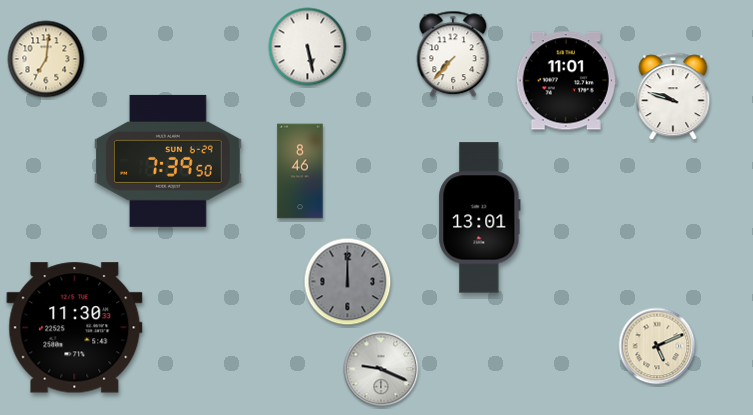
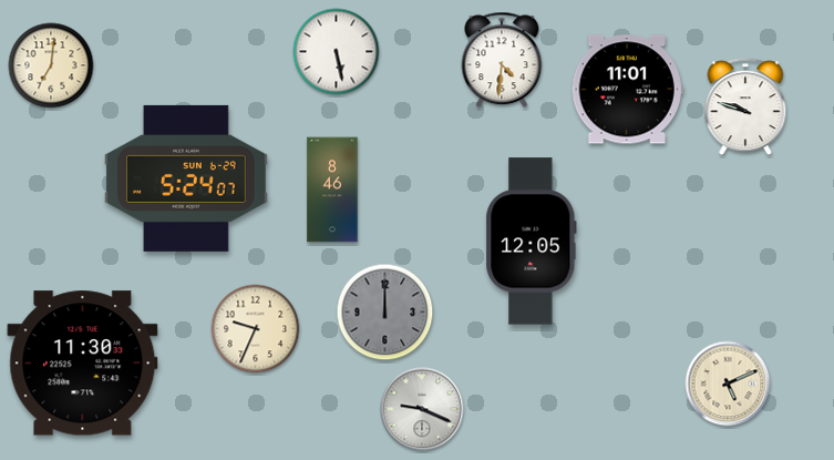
clock at (308, 47) position: (308, 47) -> (337, 52)
clock at (453, 54): 7:37 -> 4:31
clock at (169, 161): 7:39 -> 5:24
clock at (480, 218): 13:01 -> 12:05
clock at (256, 329): none -> 9:34
